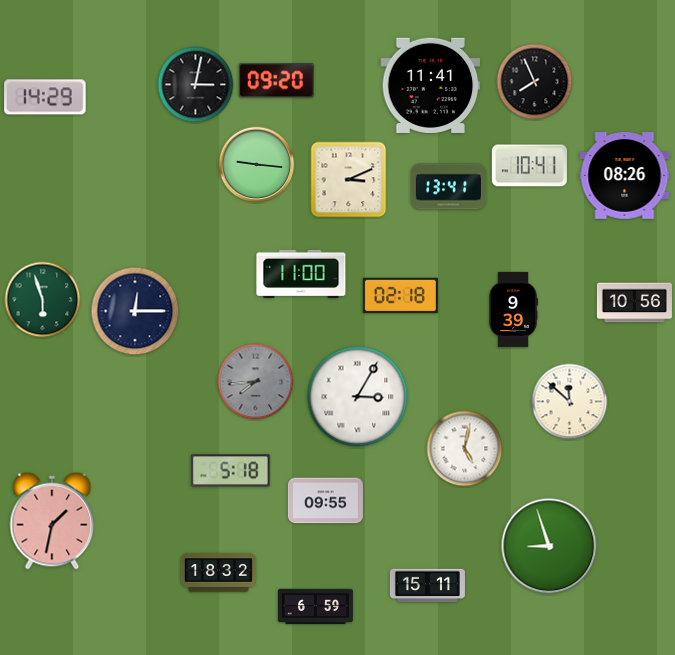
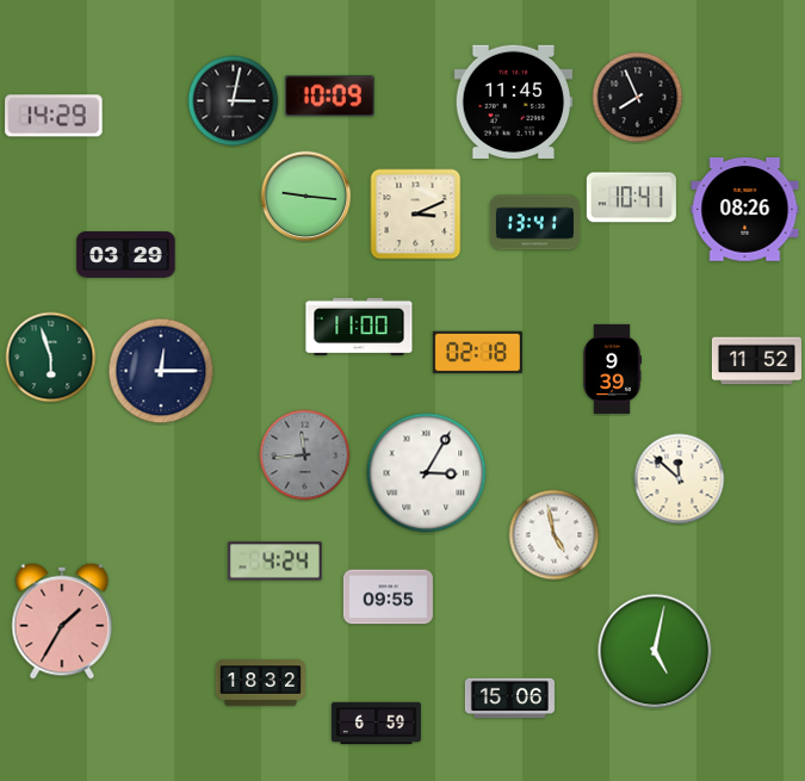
clock at (276, 81): 09:20 -> 10:09
clock at (431, 85): 11:41 -> 11:45
clock at (126, 255): none -> 03:29
clock at (634, 303): 10:56 -> 11:52
clock at (256, 382): 7:44 -> 11:44
clock at (465, 449): 5:02 -> 4:58
clock at (230, 471): 5:18 -> 4:24
clock at (52, 521): 1:32 -> 1:35
clock at (549, 546): 8:57 -> 5:02
clock at (427, 586): 15:11 -> 15:06
